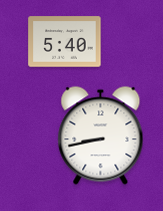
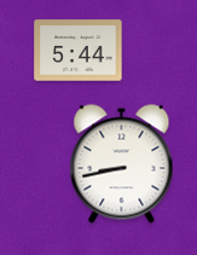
clock at (65, 42): 5:40 -> 5:44
